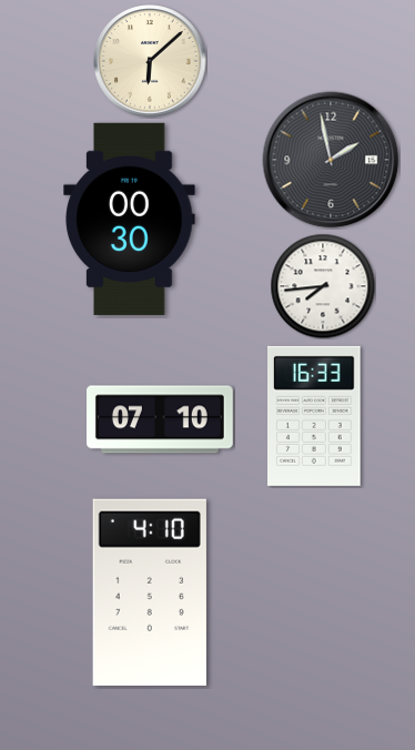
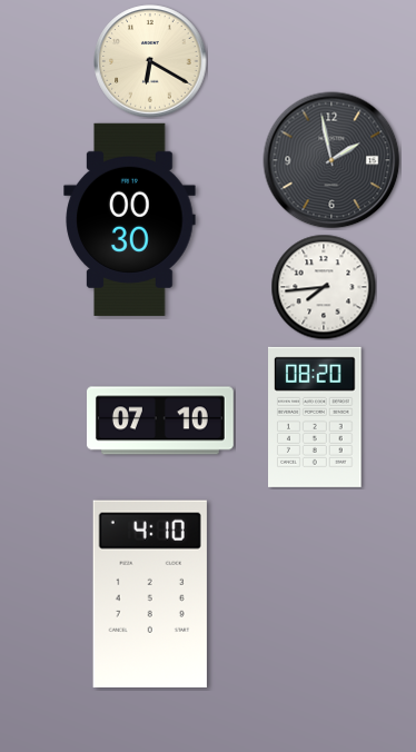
clock at (150, 61): 6:08 -> 6:20
clock at (315, 416): 16:33 -> 08:20
